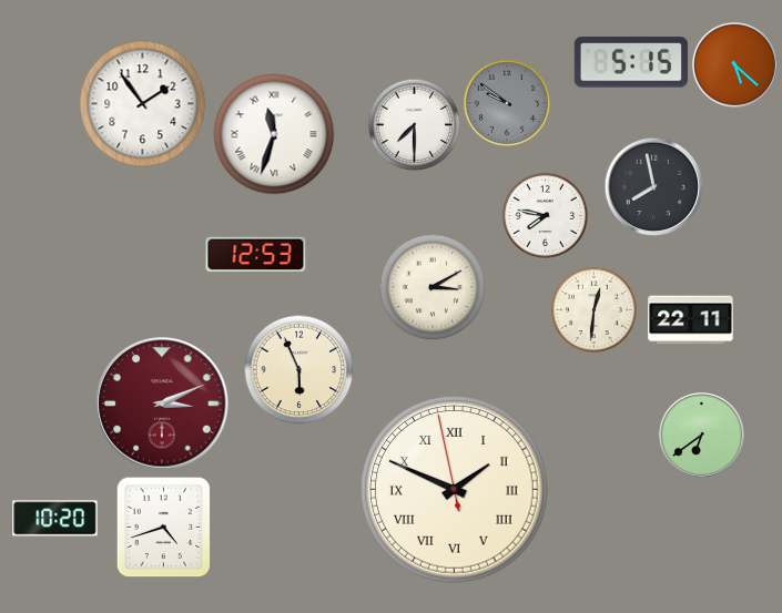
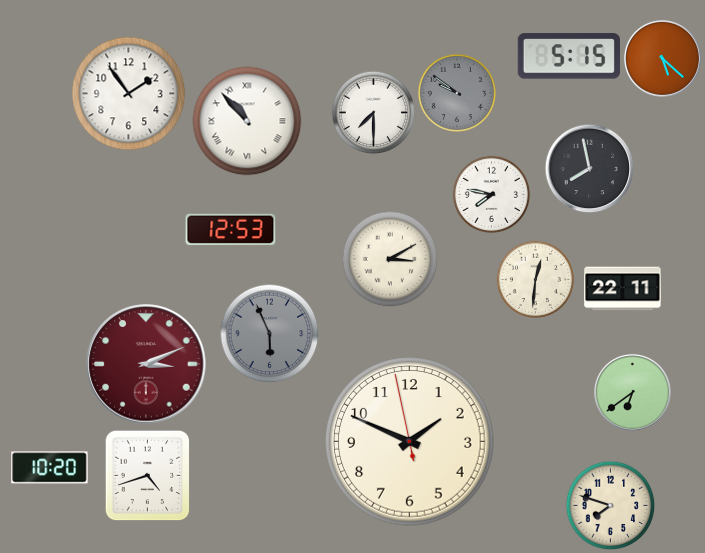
clock at (274, 134): 11:33 -> 10:53
clock at (299, 370) dial: cream -> grey
clock at (455, 490) numerals: Roman -> Arabic
clock at (610, 505): none -> 7:48
